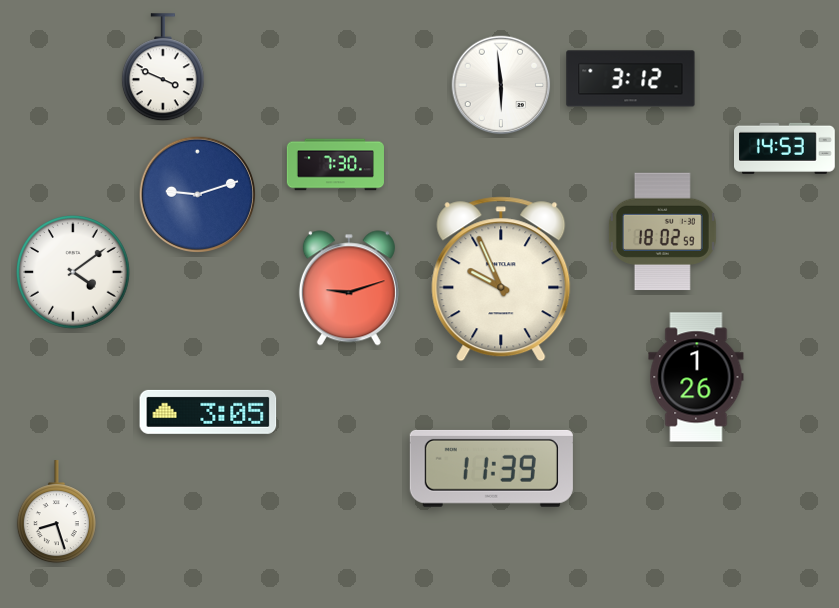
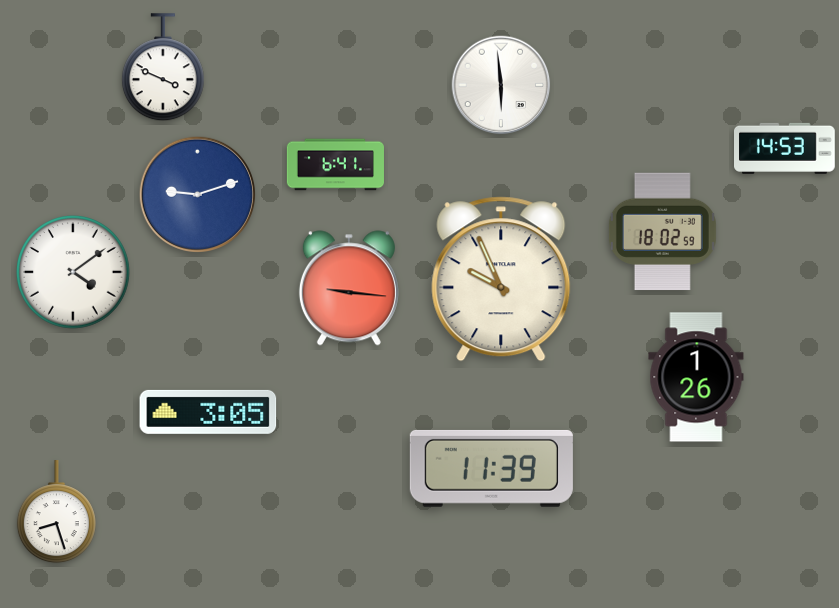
clock at (631, 79): 3:12 -> none
clock at (335, 165): 7:30 -> 6:41
clock at (349, 288): 9:12 -> 9:16
